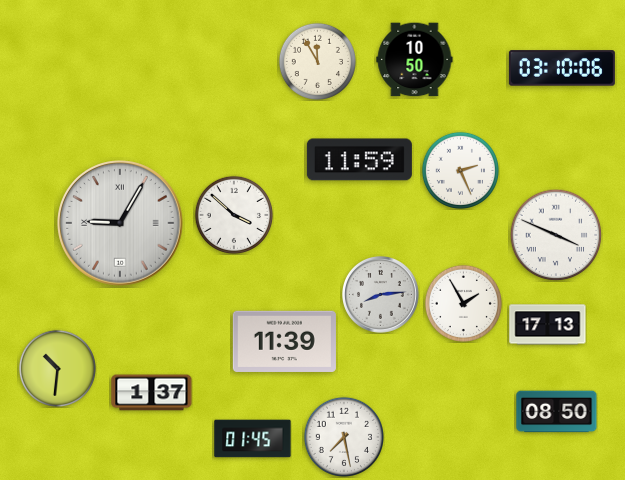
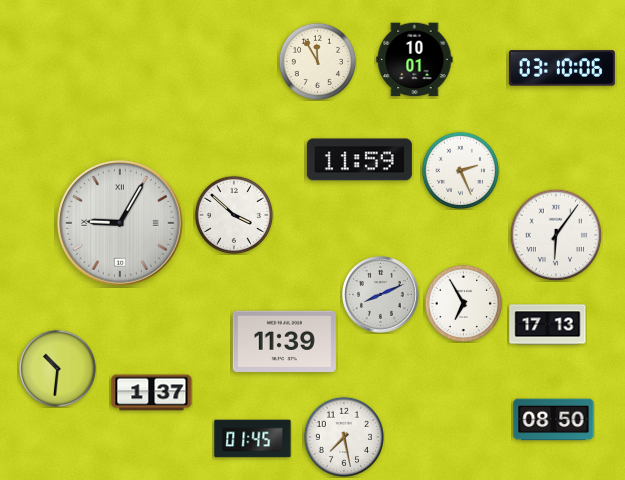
clock at (415, 60): 10:50 -> 10:01
clock at (556, 235): 3:49 -> 6:06
clock at (381, 295): 8:14 -> 8:11
clock at (463, 303): 1:55 -> 6:55
clock at (557, 412) position: (557, 412) -> (554, 420)
